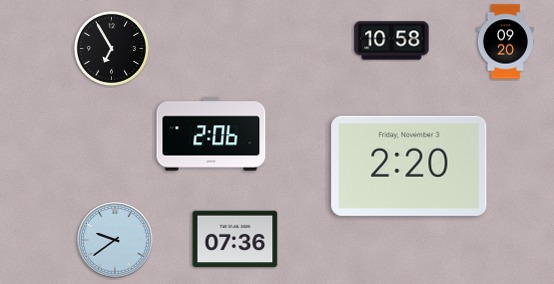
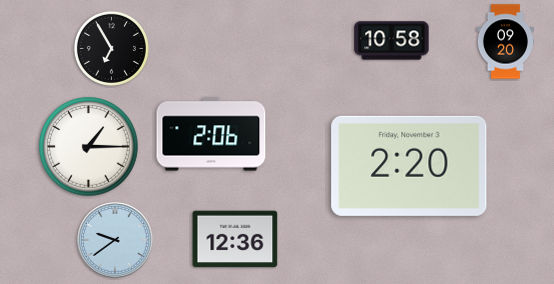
clock at (89, 147): none -> 1:15
clock at (235, 239): 07:36 -> 12:36
